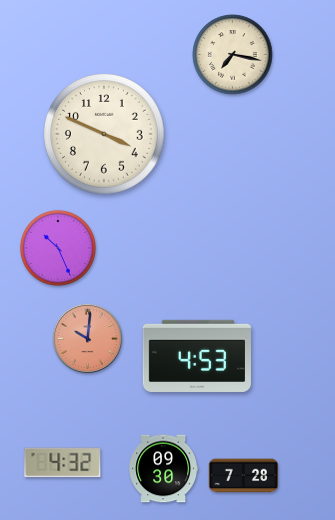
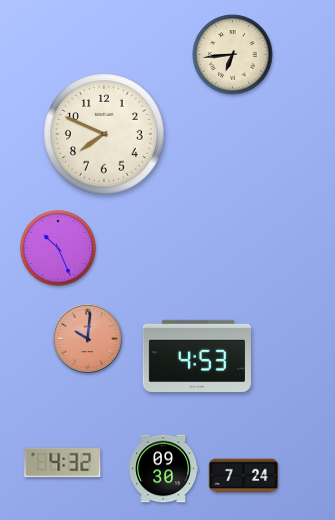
clock at (233, 55): 7:17 -> 6:44
clock at (105, 135): 3:49 -> 7:49
clock at (244, 476): 7:28 -> 7:24
